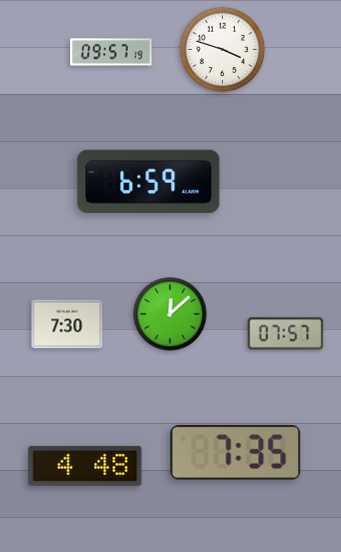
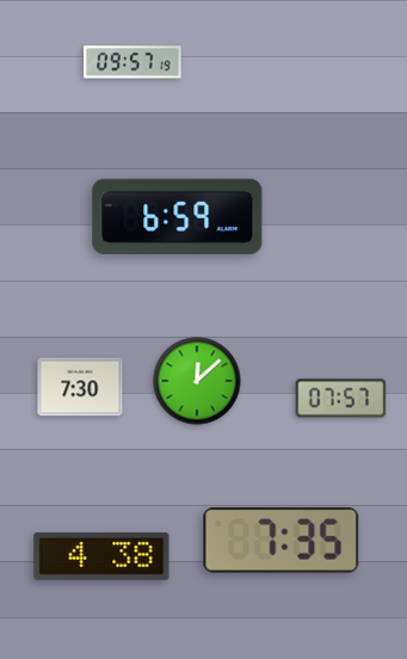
clock at (223, 50): 3:48 -> none
clock at (170, 314) position: (170, 314) -> (197, 381)
clock at (85, 466): 4:48 -> 4:38
